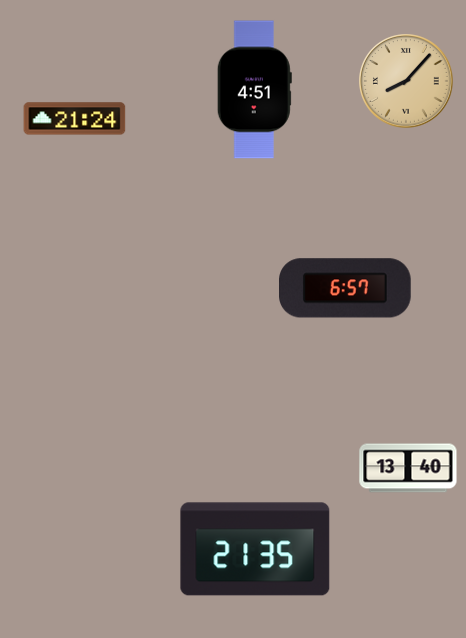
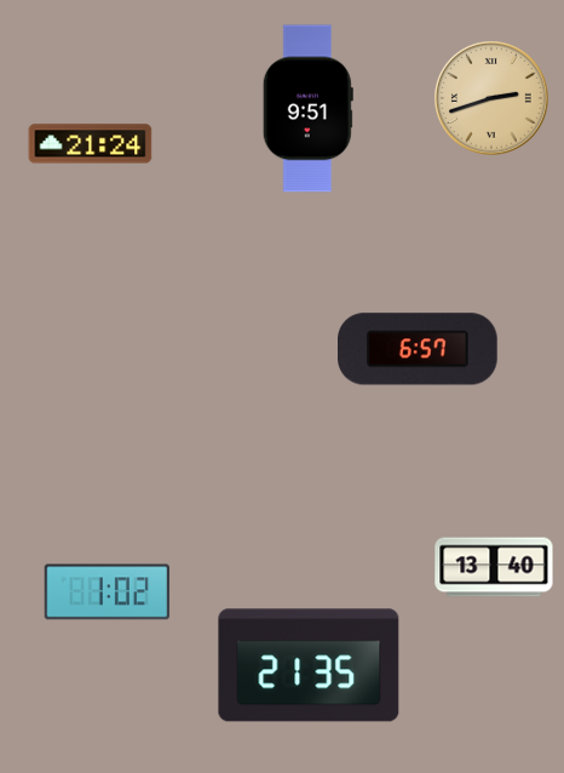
clock at (407, 82): 8:07 -> 2:42
clock at (254, 90): 4:51 -> 9:51
clock at (107, 592): none -> 1:02
